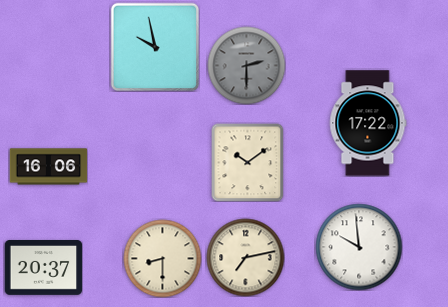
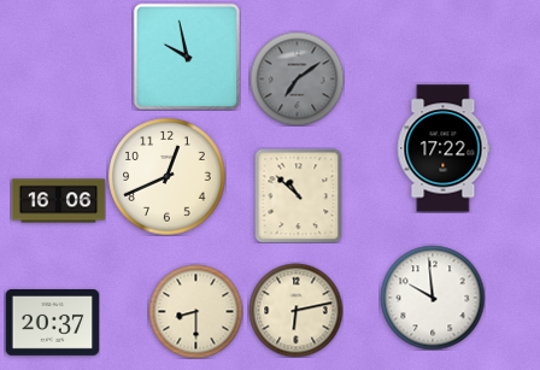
clock at (246, 65): 2:30 -> 7:09
clock at (168, 177): none -> 12:41
clock at (248, 162): 10:09 -> 10:52
clock at (245, 257): 7:13 -> 6:13
